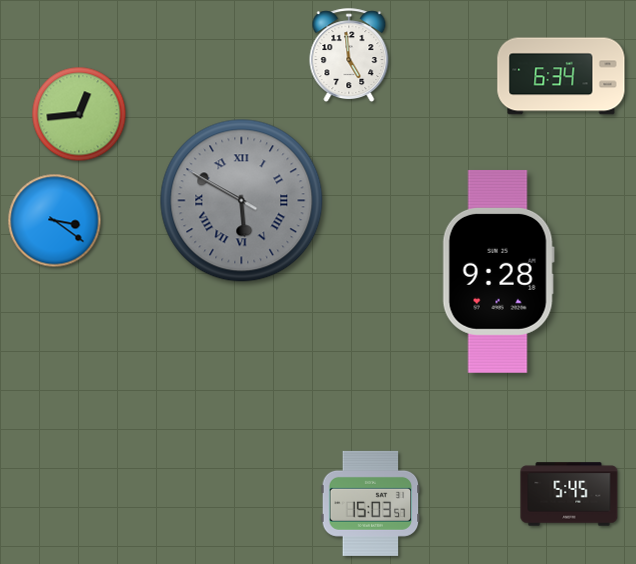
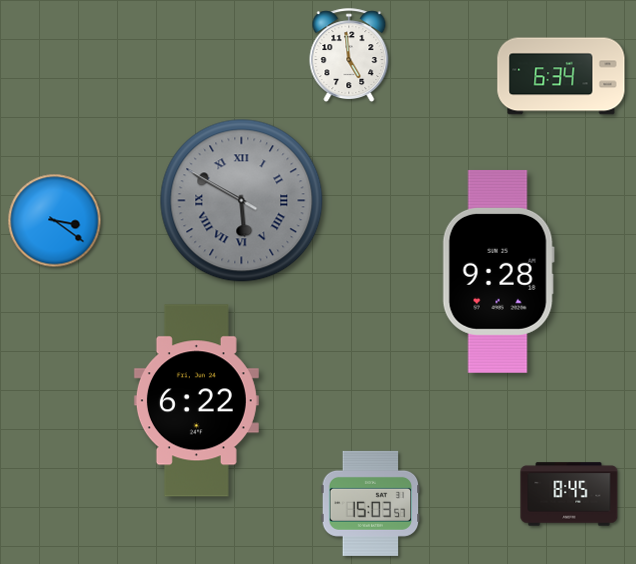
clock at (79, 114): 12:44 -> none
clock at (196, 401): none -> 6:22
clock at (569, 494): 5:45 -> 8:45
